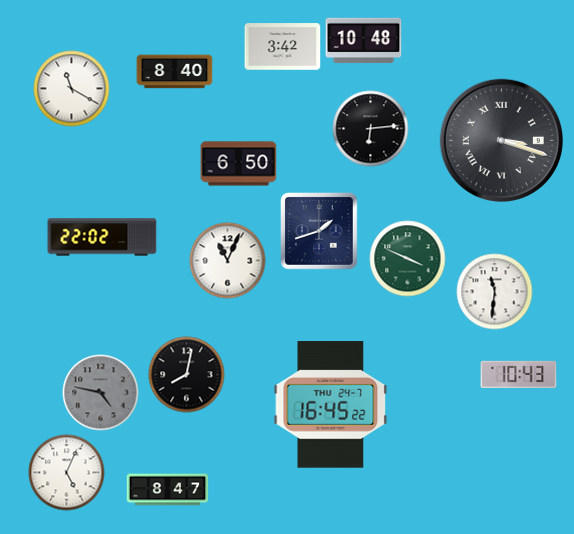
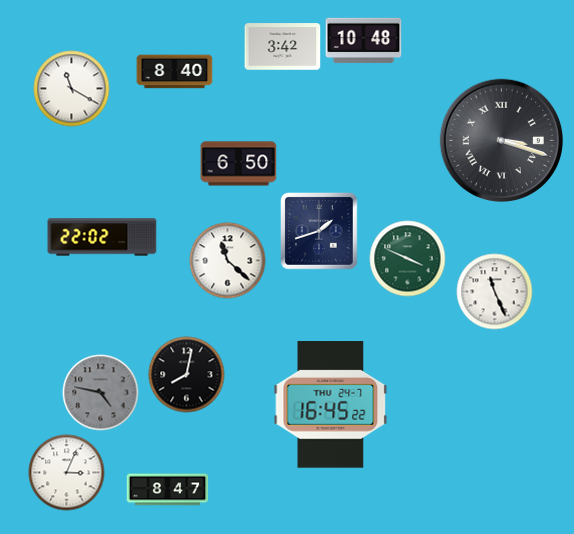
clock at (371, 129): 6:14 -> none
clock at (228, 261): 11:04 -> 11:22
clock at (495, 292): 11:31 -> 11:26
clock at (519, 374): 10:43 -> none
clock at (67, 473): 5:04 -> 3:04
